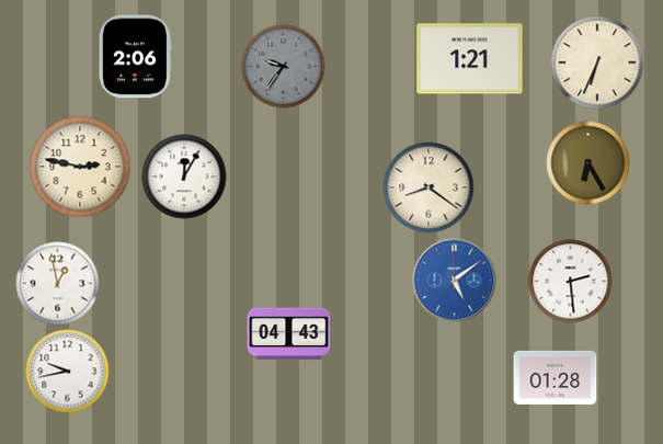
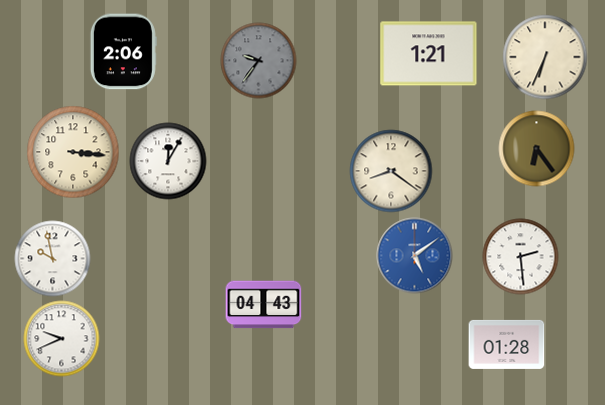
clock at (588, 163): 6:25 -> 6:24
clock at (80, 167): 2:47 -> 3:16
clock at (58, 284): 12:58 -> 9:58
clock at (68, 372): 9:43 -> 9:41
